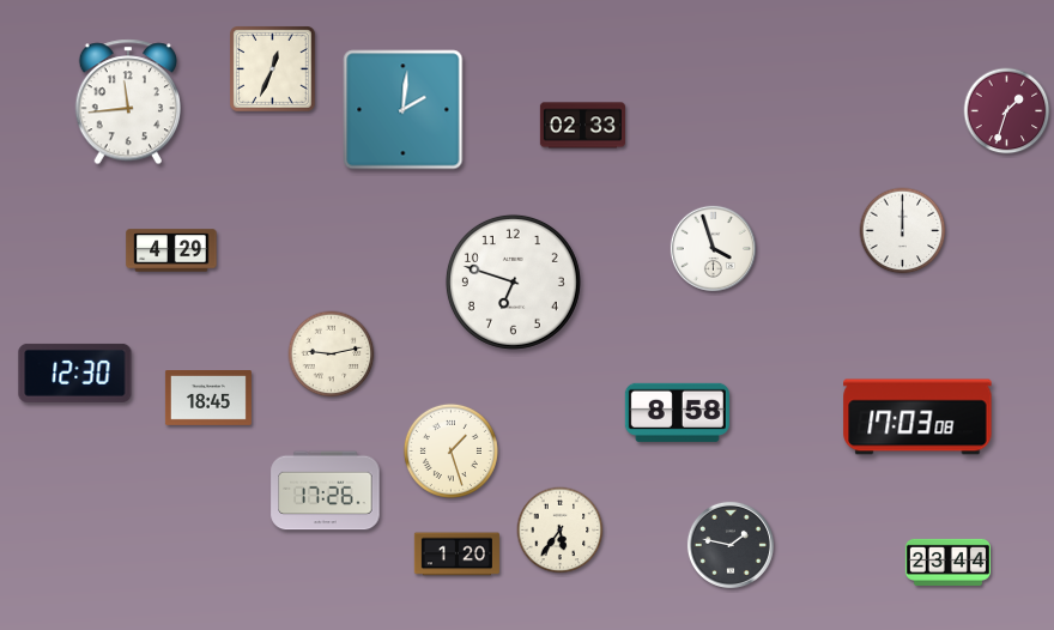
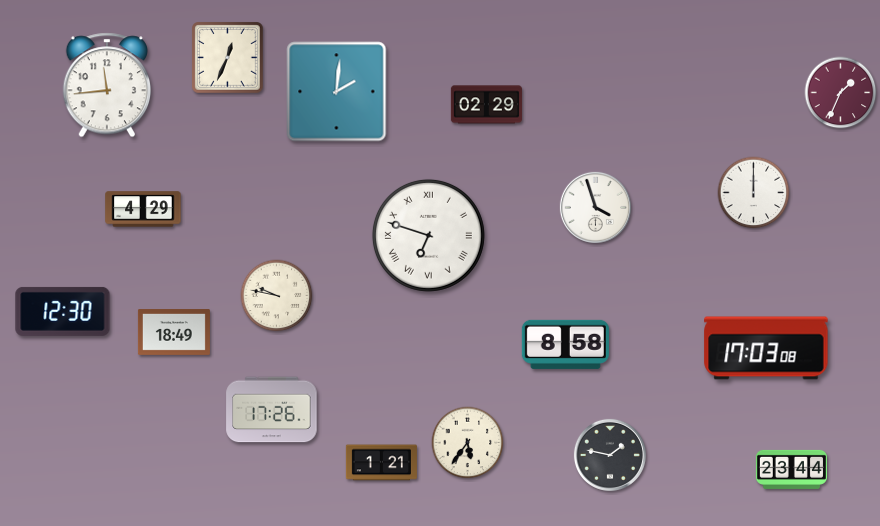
clock at (1007, 111): 1:33 -> 1:34
clock at (582, 126): 02:33 -> 02:29
clock at (513, 281) numerals: Arabic -> Roman
clock at (332, 355): 9:13 -> 9:47
clock at (208, 399): 18:45 -> 18:49
clock at (450, 450): 1:27 -> none
clock at (456, 555): 1:20 -> 1:21
